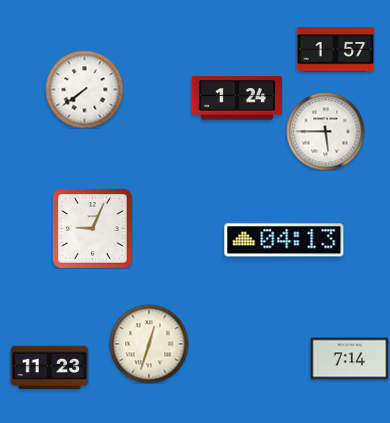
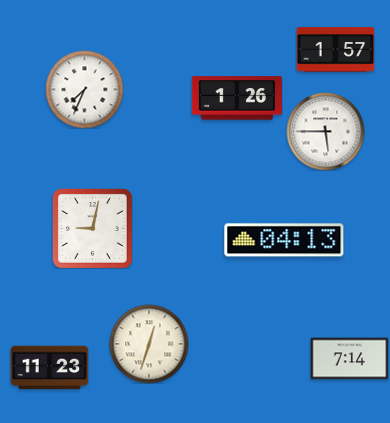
clock at (84, 89): 7:39 -> 7:34
clock at (237, 98): 1:24 -> 1:26
clock at (93, 229): 9:04 -> 9:02
